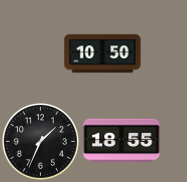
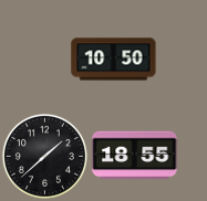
clock at (40, 141): 1:34 -> 1:38
